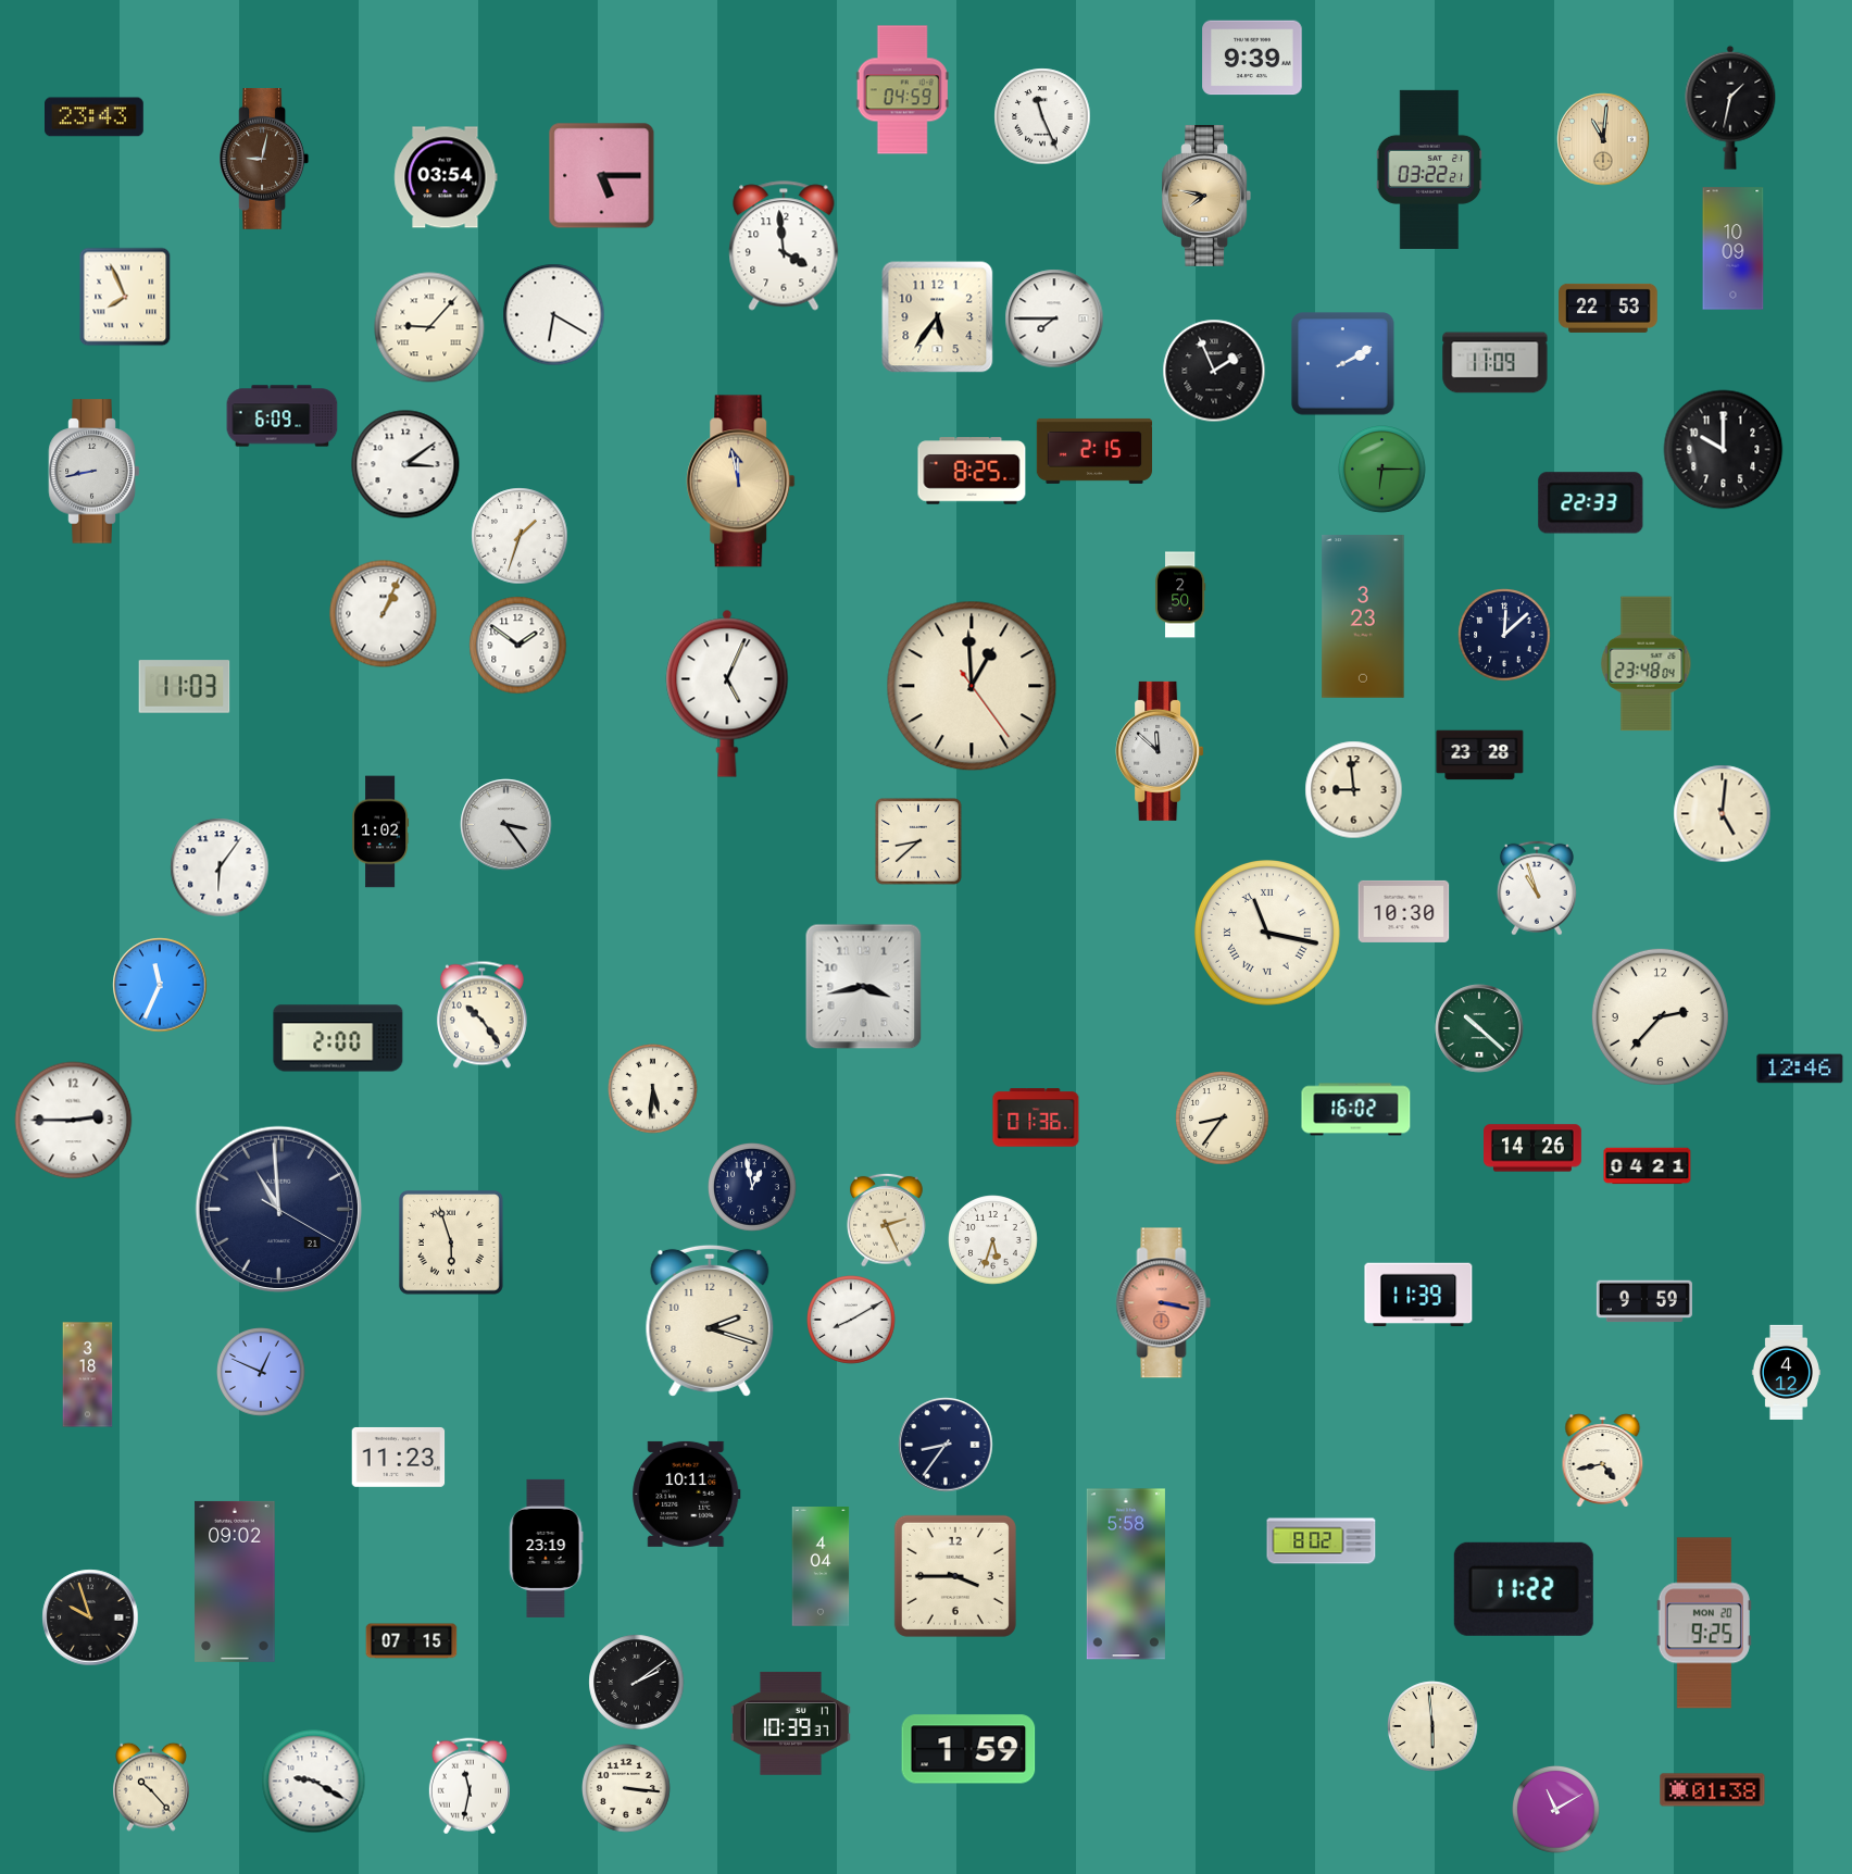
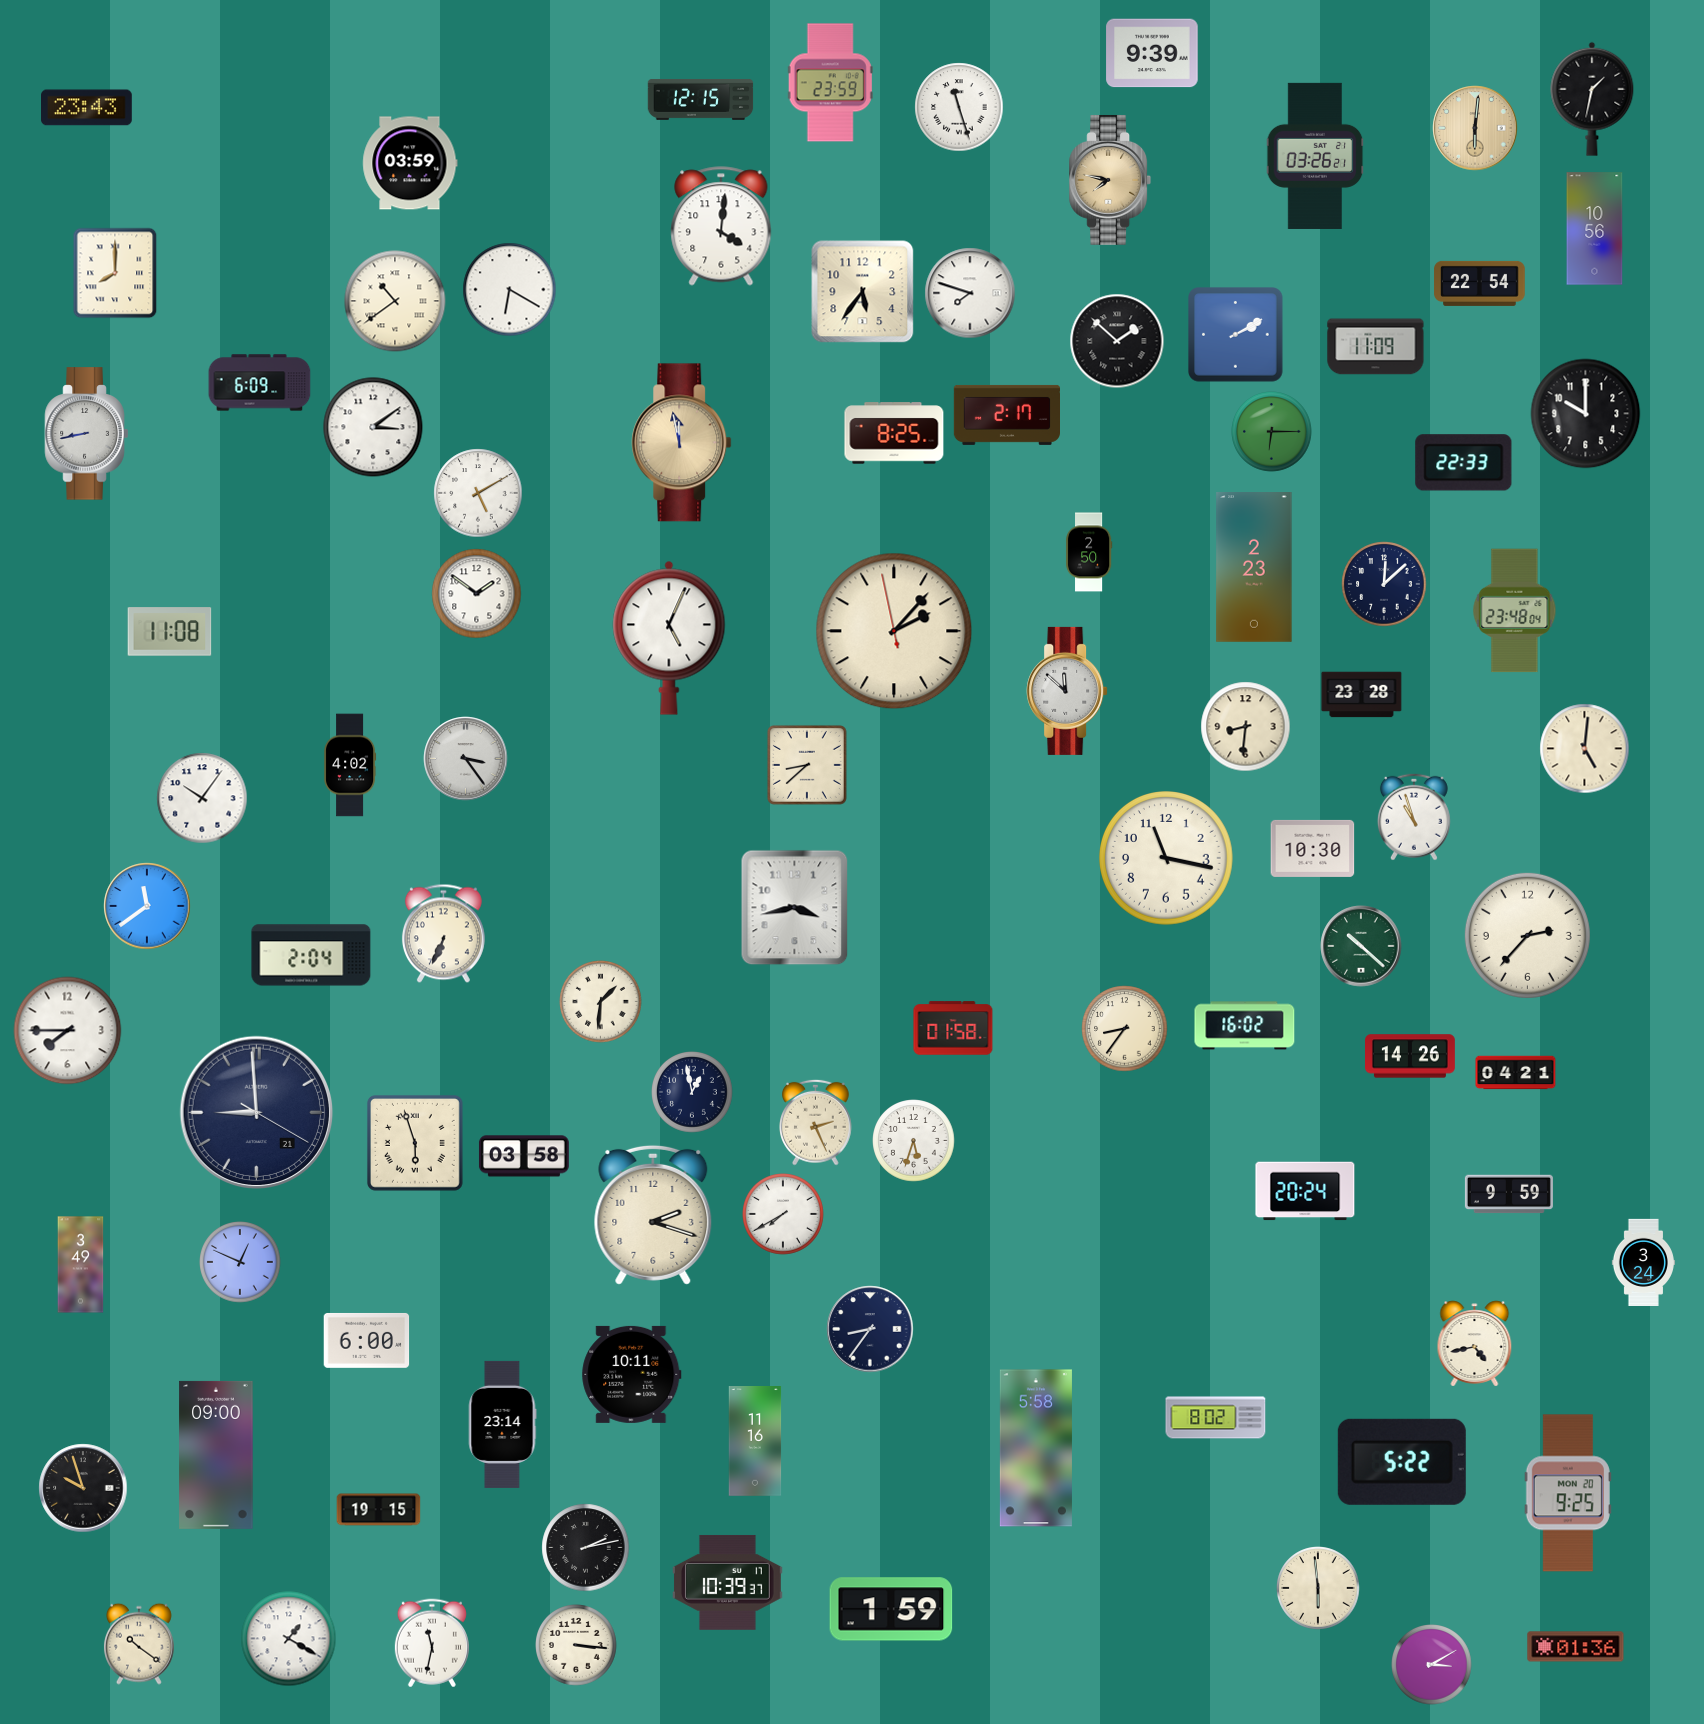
clock at (902, 90): 04:59 -> 23:59
clock at (701, 99): none -> 12:15
clock at (1042, 116): 11:26 -> 11:27
clock at (1603, 139): 11:01 -> 6:01
clock at (264, 159): 9:02 -> none
clock at (1429, 170): 03:22 -> 03:26
clock at (602, 176): 5:15 -> none
clock at (446, 177): 03:54 -> 03:59
clock at (784, 246): 3:59 -> 4:01
clock at (1734, 249): 10:09 -> 10:56
clock at (125, 297): 7:56 -> 8:00
clock at (1609, 308): 22:53 -> 22:54
clock at (1054, 318): 7:45 -> 7:48
clock at (429, 327): 9:07 -> 10:39
clock at (1496, 363) position: (1496, 363) -> (1376, 347)
clock at (1214, 371): 1:56 -> 1:52
clock at (1093, 451): 2:15 -> 2:17
clock at (520, 536): 1:33 -> 5:10
clock at (1180, 595) position: (1180, 595) -> (1089, 552)
clock at (384, 614): 1:04 -> none
clock at (1363, 617): 3:23 -> 2:23
clock at (972, 686): 12:59 -> 2:06
clock at (185, 687): 11:03 -> 11:08
clock at (1354, 790): 8:59 -> 8:31
clock at (380, 832): 1:02 -> 4:02
clock at (918, 841) position: (918, 841) -> (807, 765)
clock at (220, 867): 6:06 -> 10:06
clock at (1404, 911) position: (1404, 911) -> (1313, 848)
clock at (1268, 934) numerals: Roman -> Arabic
clock at (160, 985): 11:34 -> 11:39
clock at (481, 1015): 10:24 -> 6:34
clock at (338, 1038): 2:00 -> 2:04
clock at (1800, 1069): 12:46 -> none
clock at (653, 1089): 5:31 -> 1:31
clock at (1356, 1110) position: (1356, 1110) -> (1245, 1026)
clock at (1036, 1117): 01:36 -> 01:58
clock at (74, 1121): 2:45 -> 7:45
clock at (279, 1210): 10:59 -> 8:59
clock at (524, 1156): none -> 03:58
clock at (1418, 1295): 11:39 -> 20:24
clock at (1644, 1301) position: (1644, 1301) -> (1509, 1194)
clock at (1164, 1303): 3:17 -> none
clock at (852, 1321): 8:10 -> 7:40
clock at (1786, 1372): 4:12 -> 3:24
clock at (88, 1375): 3:18 -> 3:49
clock at (399, 1457): 11:23 -> 6:00
clock at (546, 1548): 23:19 -> 23:14
clock at (821, 1567): 4:04 -> 11:16
clock at (955, 1576): 3:45 -> none
clock at (235, 1582): 09:02 -> 09:00
clock at (1524, 1589): 11:22 -> 5:22
clock at (412, 1641): 07:15 -> 19:15
clock at (637, 1683): 2:09 -> 2:13
clock at (791, 1723) position: (791, 1723) -> (728, 1582)
clock at (314, 1782): 9:20 -> 1:20
clock at (151, 1787): 10:23 -> 10:21
clock at (1713, 1790): 01:38 -> 01:36
clock at (1556, 1810): 11:10 -> 3:10
